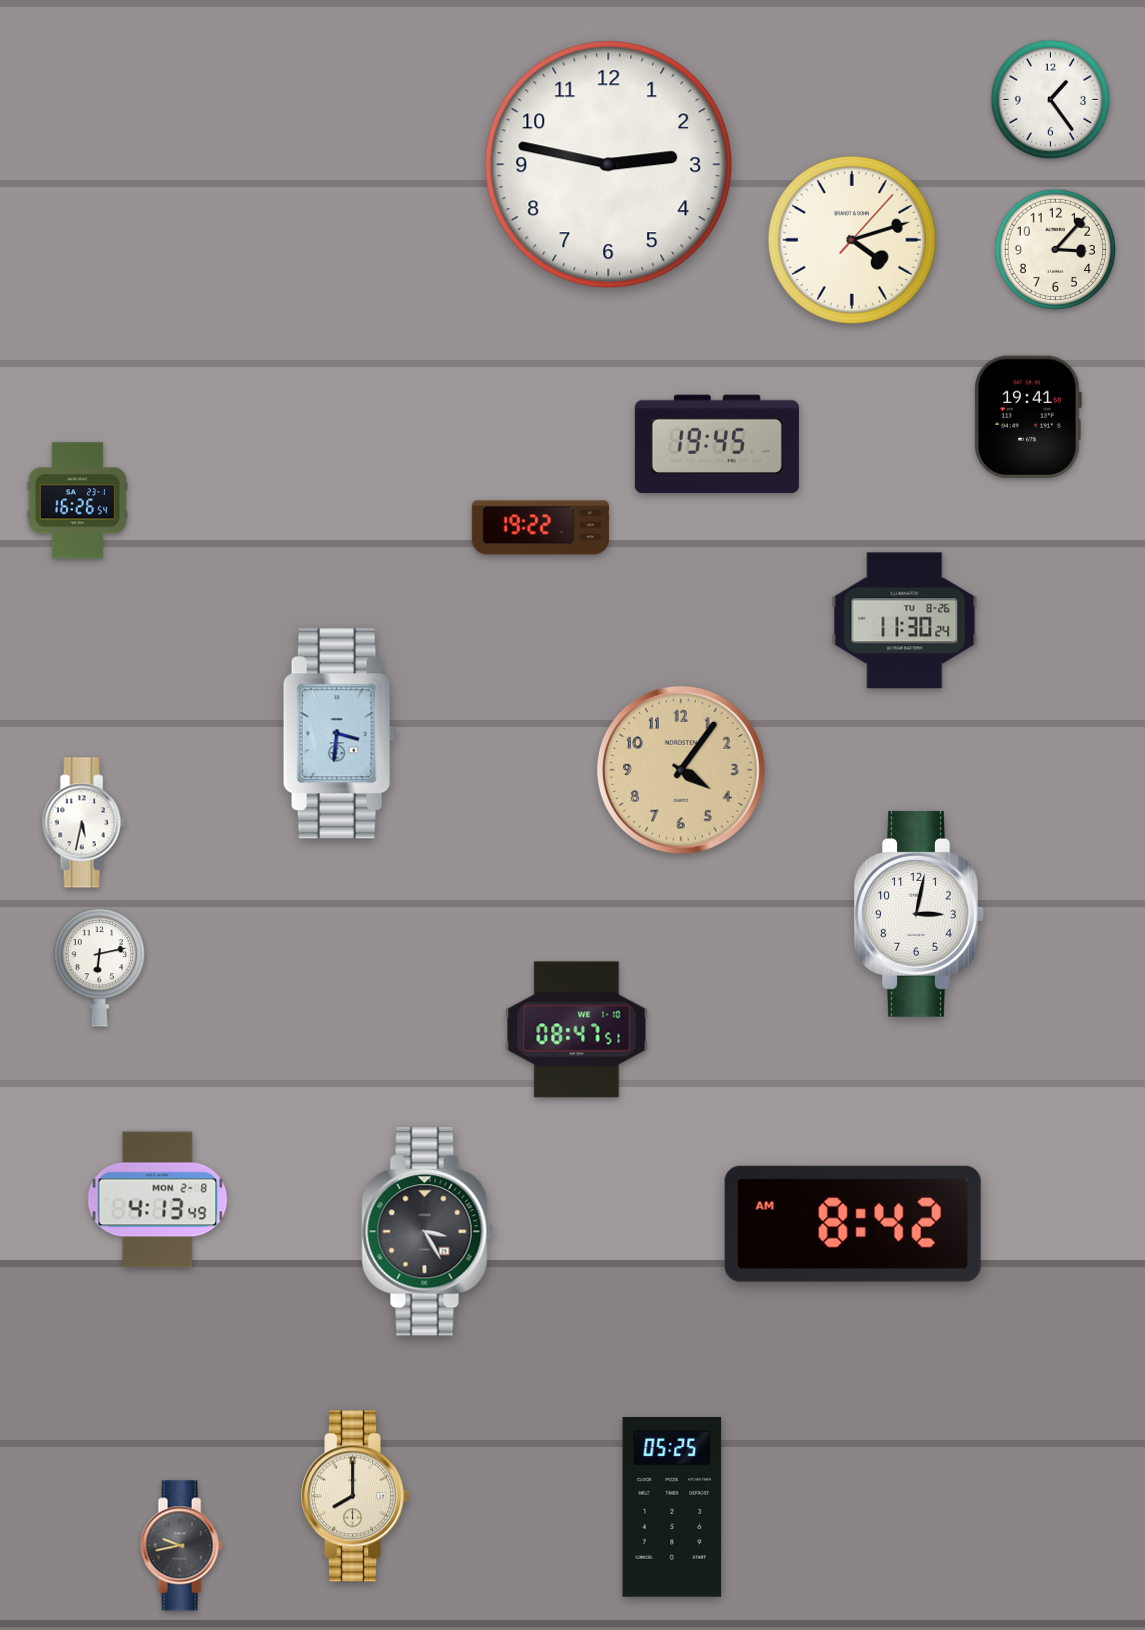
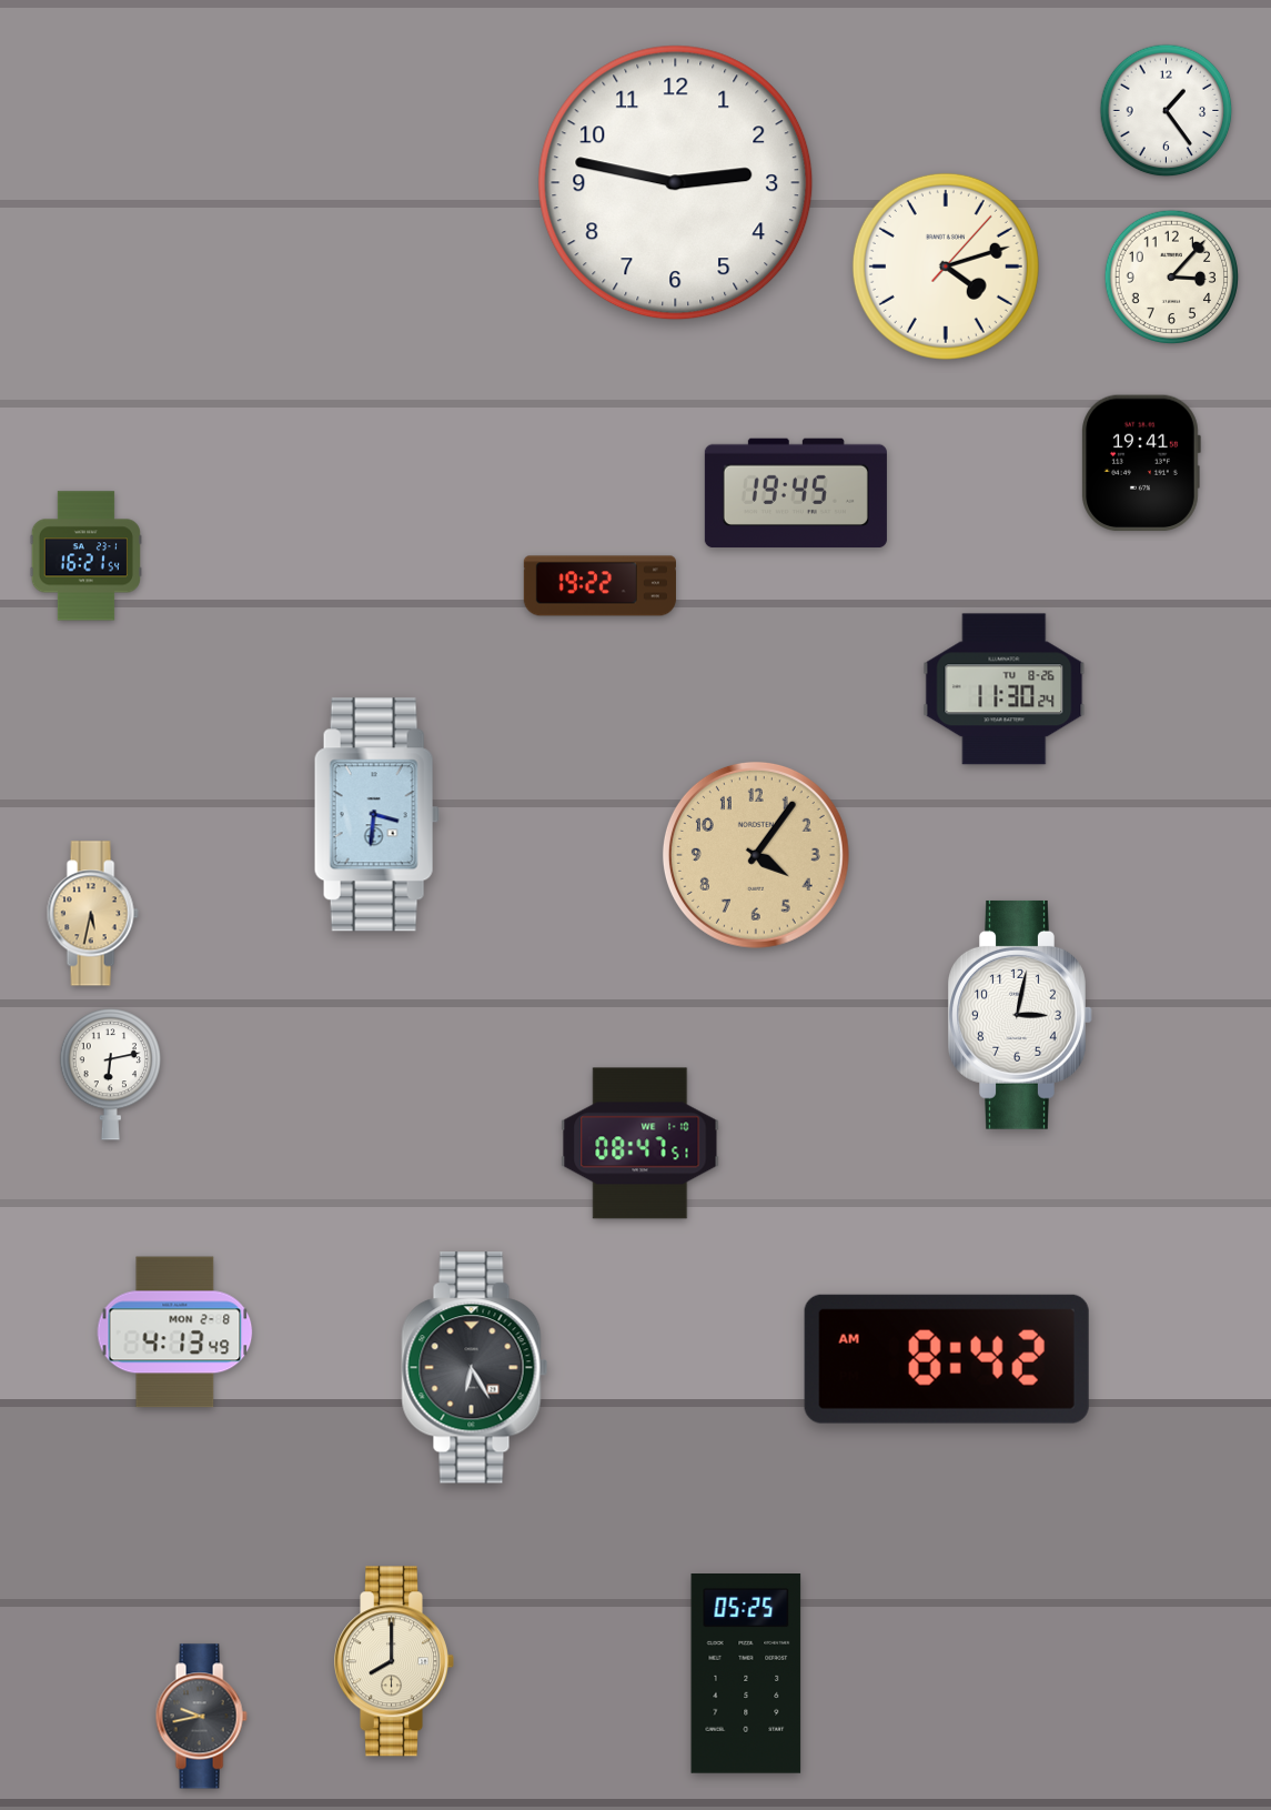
clock at (77, 501): 16:26 -> 16:21
clock at (83, 823) dial: white -> champagne
clock at (428, 1232): 3:25 -> 6:25
